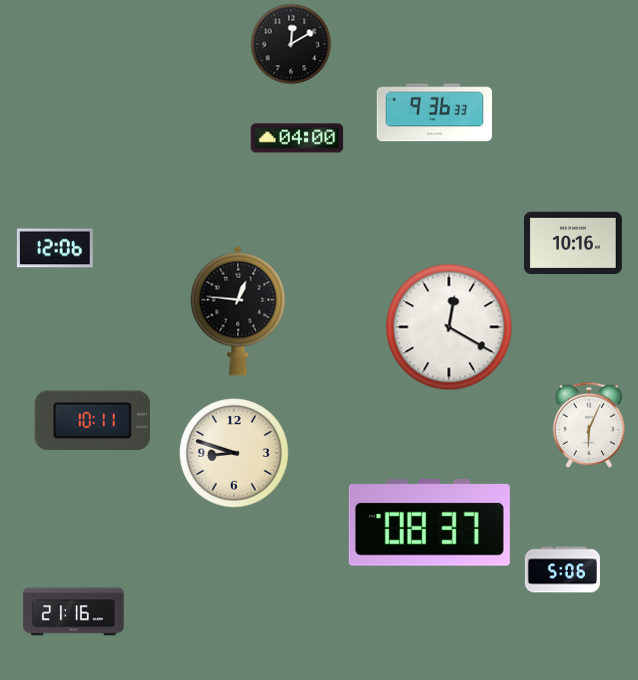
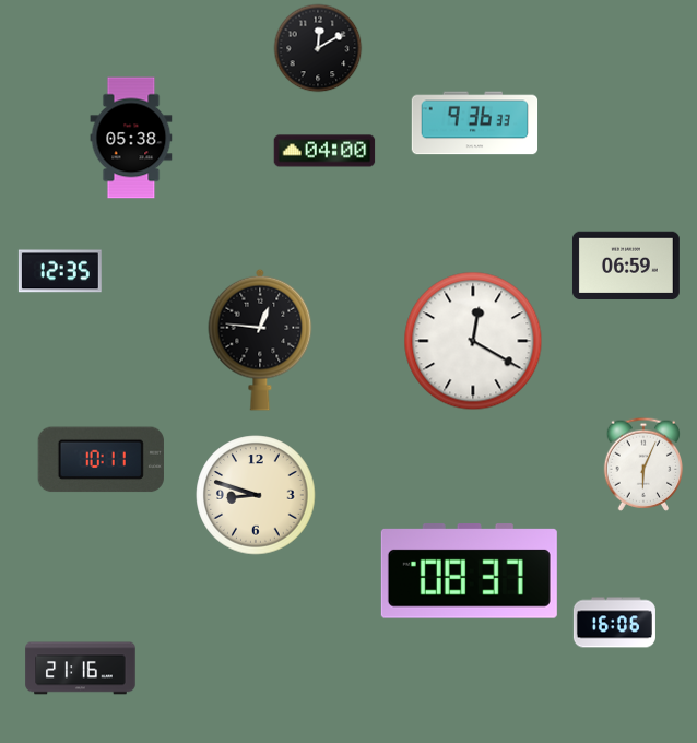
clock at (131, 138): none -> 05:38
clock at (573, 243): 10:16 -> 06:59
clock at (55, 248): 12:06 -> 12:35
clock at (449, 327) position: (449, 327) -> (473, 341)
clock at (562, 570): 5:06 -> 16:06
